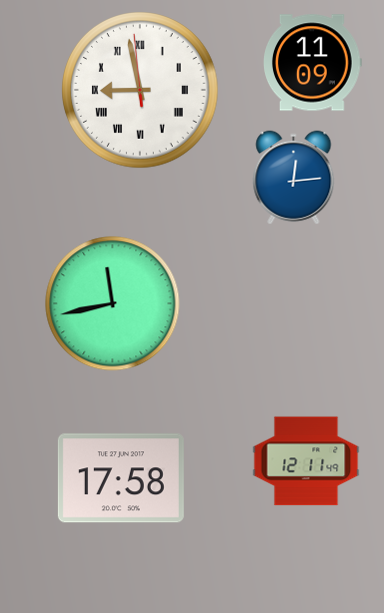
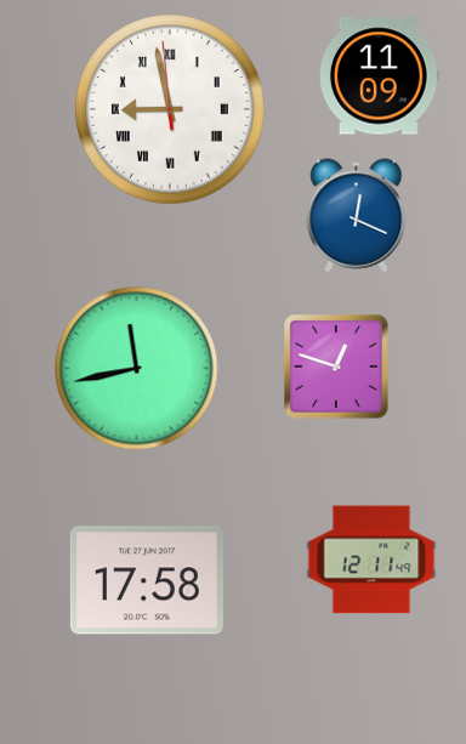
clock at (294, 178): 12:14 -> 12:19
clock at (337, 368): none -> 12:48
